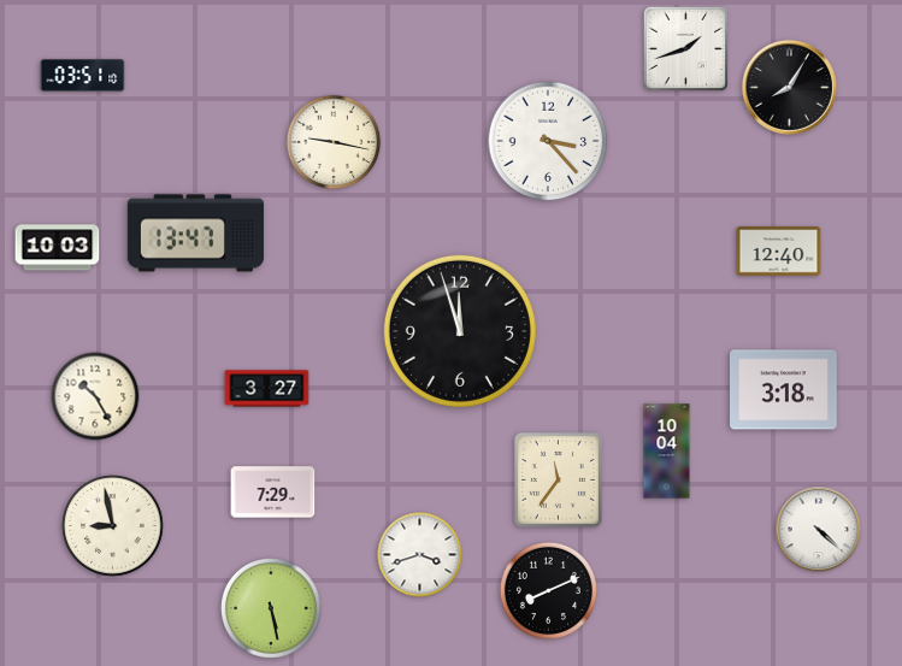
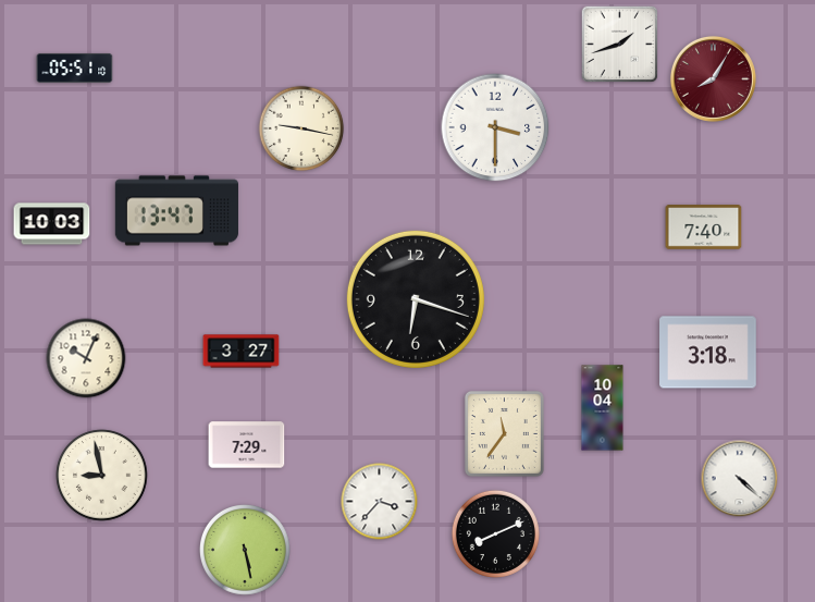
clock at (83, 75): 03:51 -> 05:51
clock at (789, 87) dial: black -> burgundy
clock at (548, 141): 3:23 -> 3:30
clock at (779, 252): 12:40 -> 7:40
clock at (460, 331): 11:57 -> 6:18
clock at (95, 396): 10:25 -> 10:04
clock at (420, 555): 3:42 -> 3:37
